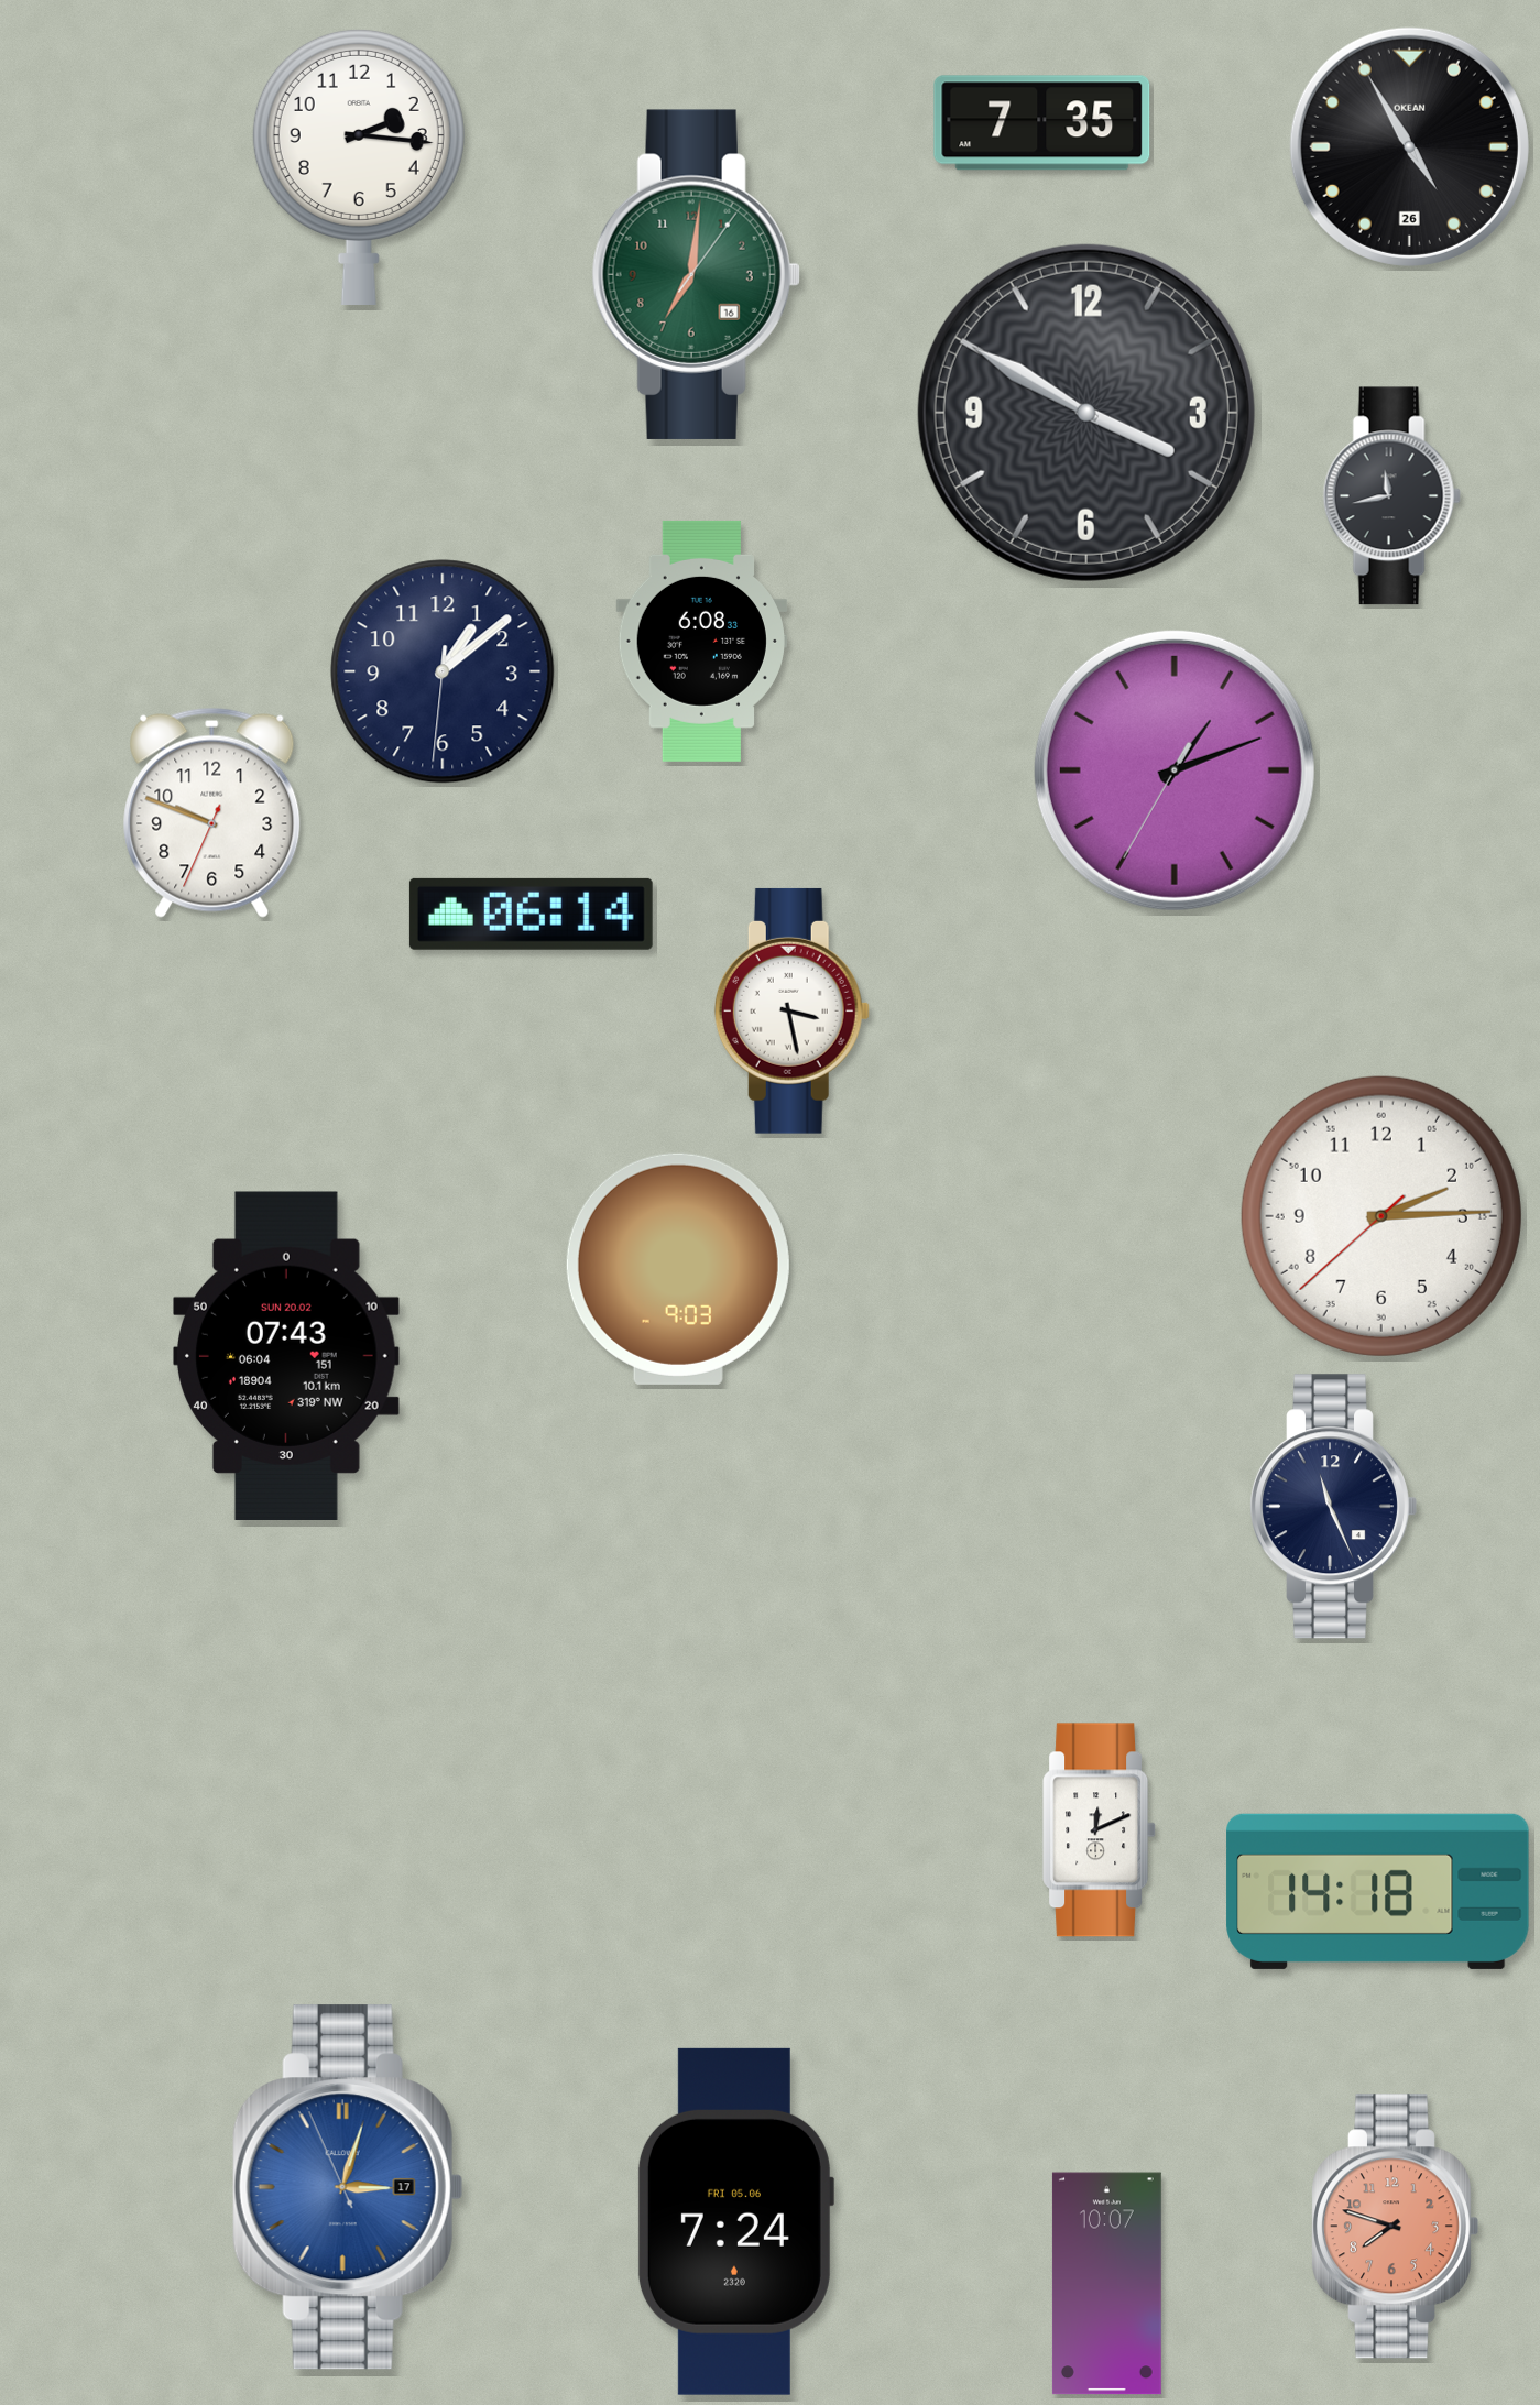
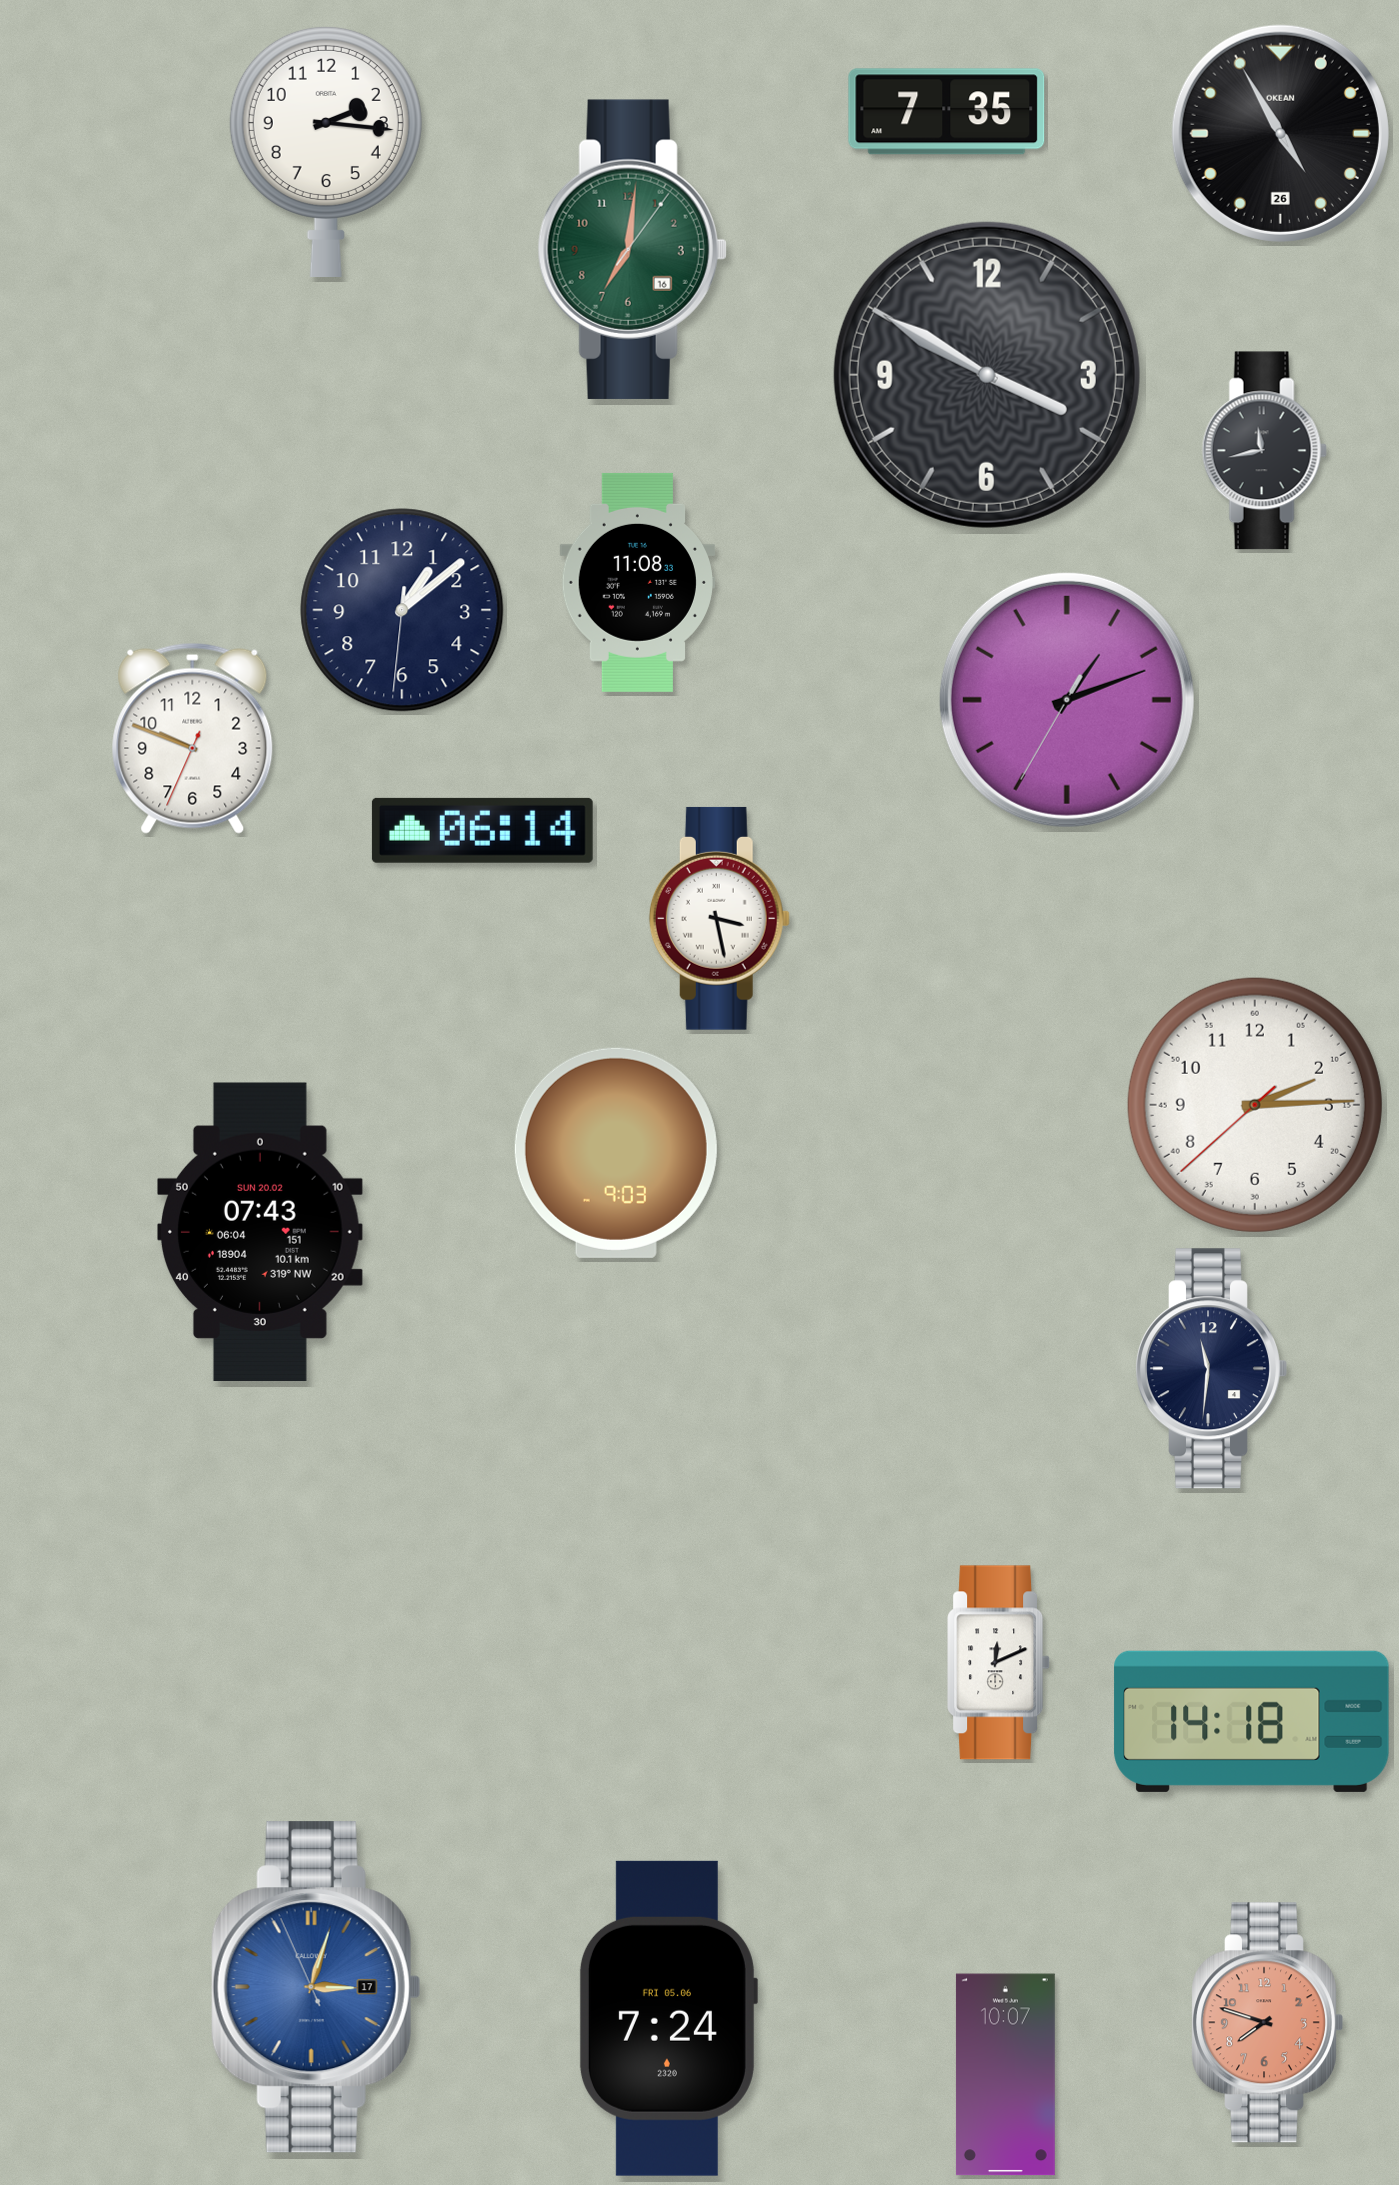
clock at (701, 641): 6:08 -> 11:08
clock at (1334, 1507): 11:26 -> 11:31
clock at (1378, 1891) position: (1378, 1891) -> (1252, 1721)
